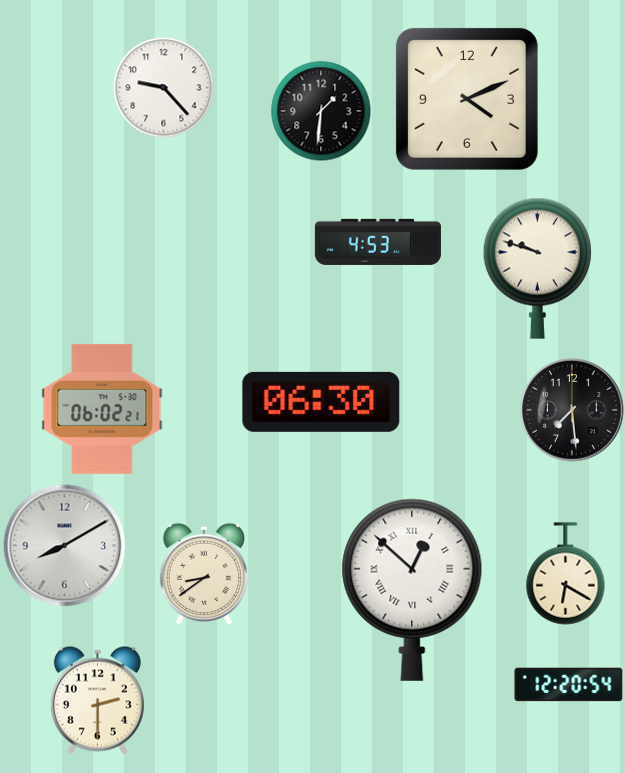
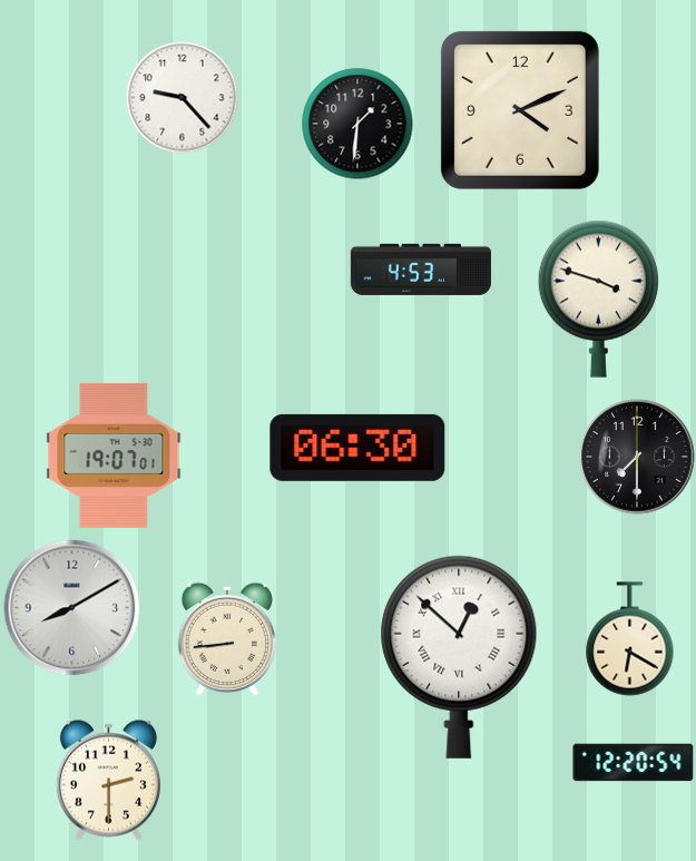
clock at (537, 268): 9:48 -> 3:48
clock at (102, 409): 06:02 -> 19:07
clock at (572, 410): 7:29 -> 7:30
clock at (204, 573): 8:39 -> 8:44
